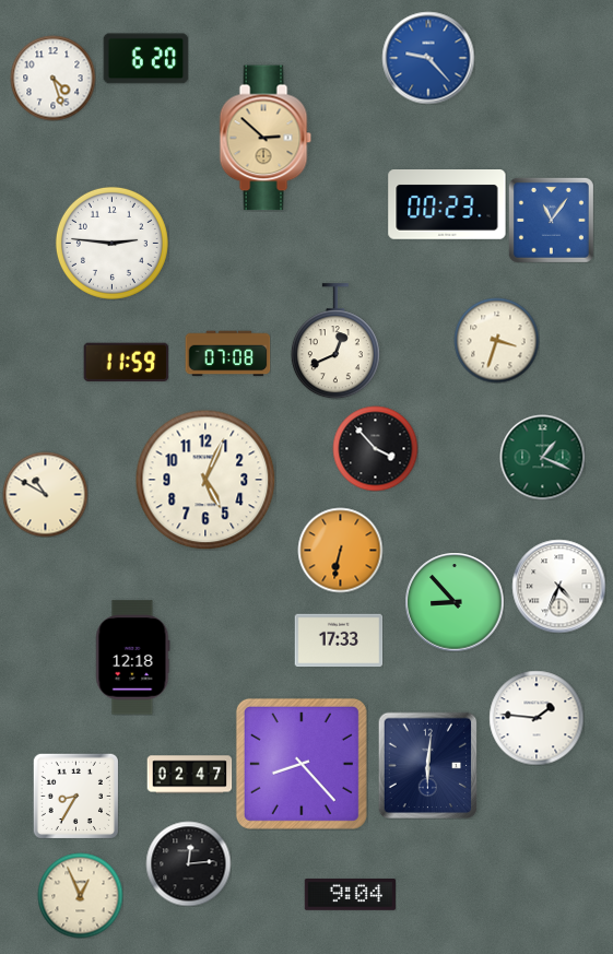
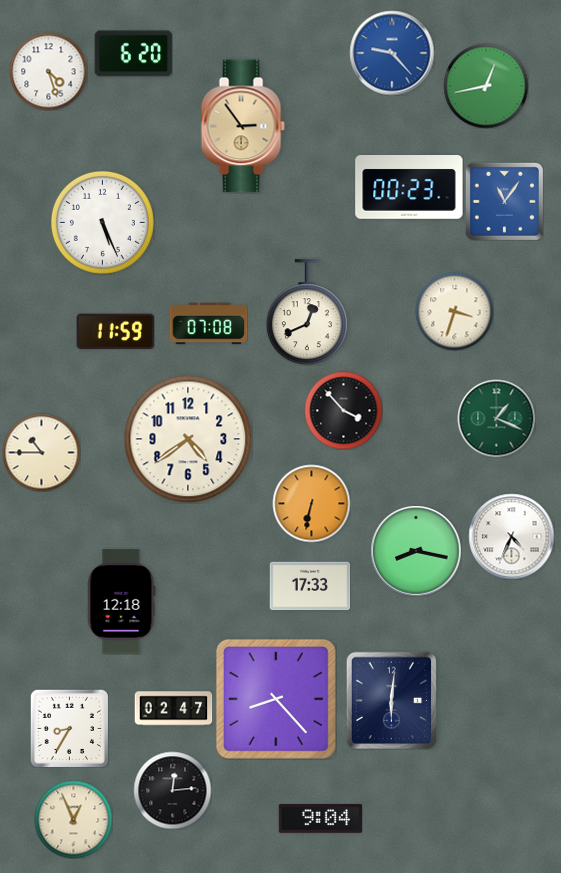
clock at (486, 86): none -> 12:43
clock at (266, 138): 2:52 -> 2:54
clock at (111, 243): 2:46 -> 5:26
clock at (205, 480): 5:04 -> 4:39
clock at (45, 494): 10:50 -> 10:45
clock at (455, 602): 8:53 -> 8:17
clock at (537, 718): 1:46 -> none
